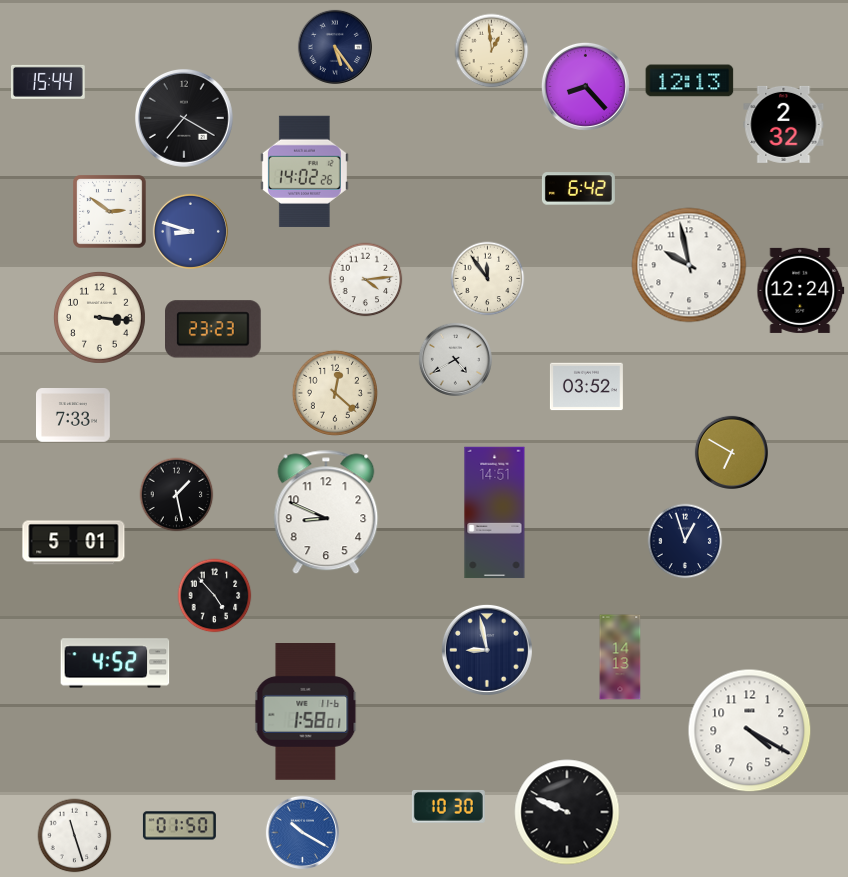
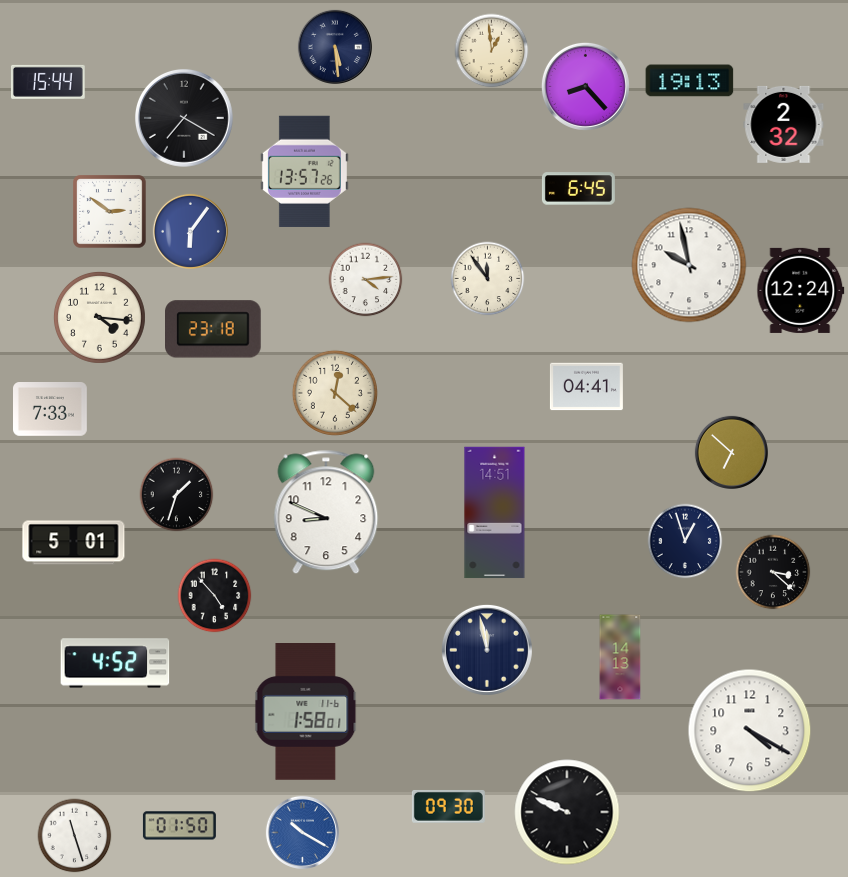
clock at (335, 47): 5:24 -> 5:29
clock at (690, 81): 12:13 -> 19:13
clock at (304, 171): 14:02 -> 13:57
clock at (578, 189): 6:42 -> 6:45
clock at (190, 231): 8:48 -> 6:06
clock at (100, 318): 3:16 -> 4:16
clock at (214, 329): 23:23 -> 23:18
clock at (455, 359): 4:40 -> none
clock at (586, 387): 03:52 -> 04:41
clock at (74, 415) position: (74, 415) -> (51, 409)
clock at (731, 452): 6:50 -> 6:52
clock at (177, 495): 1:28 -> 1:33
clock at (773, 572): none -> 3:22
clock at (487, 650): 8:58 -> 11:58
clock at (448, 807): 10:30 -> 09:30
